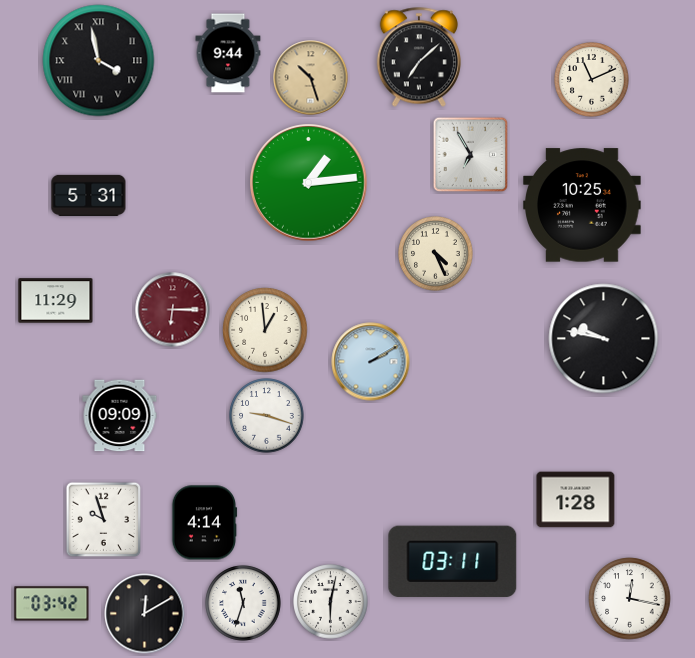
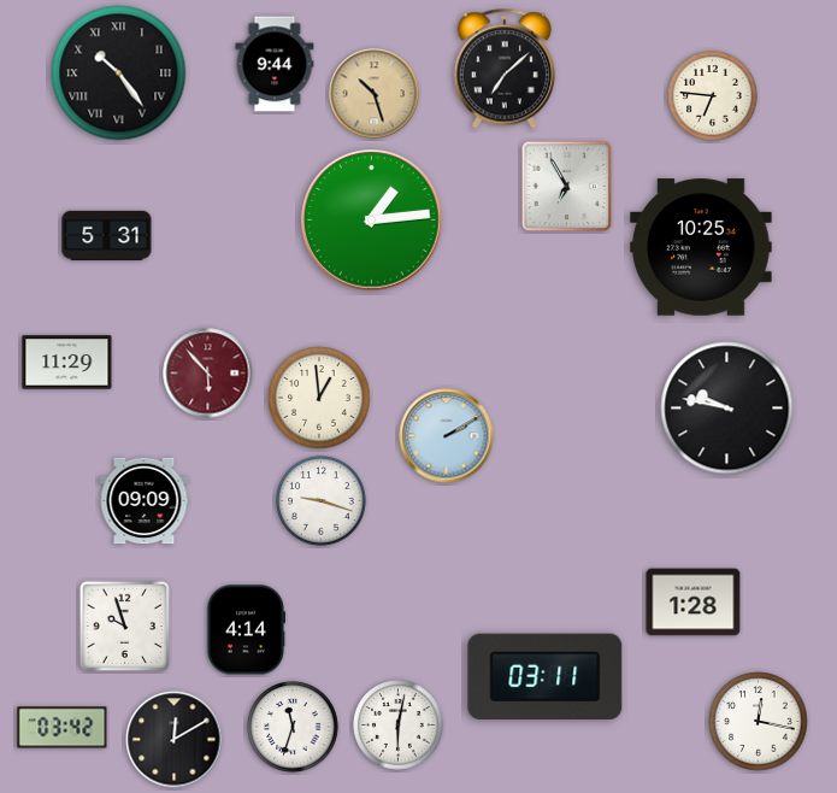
clock at (99, 61): 3:58 -> 10:24
clock at (592, 80): 11:11 -> 6:46
clock at (436, 254): 4:26 -> none
clock at (173, 310): 6:15 -> 5:53
